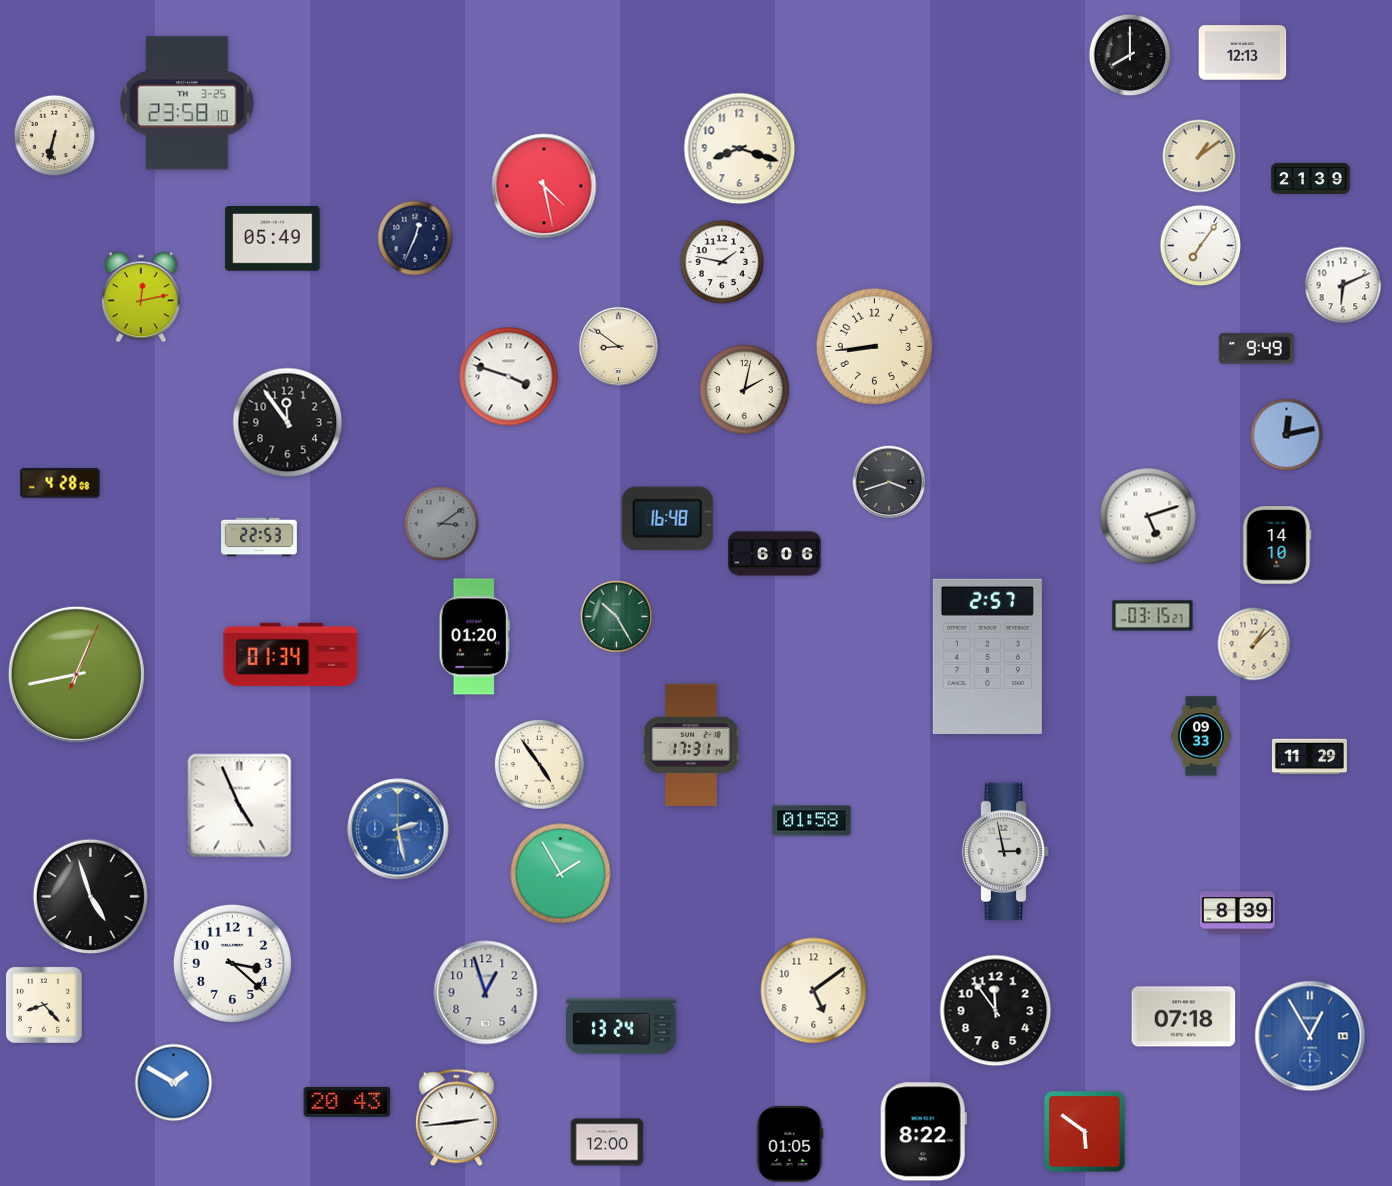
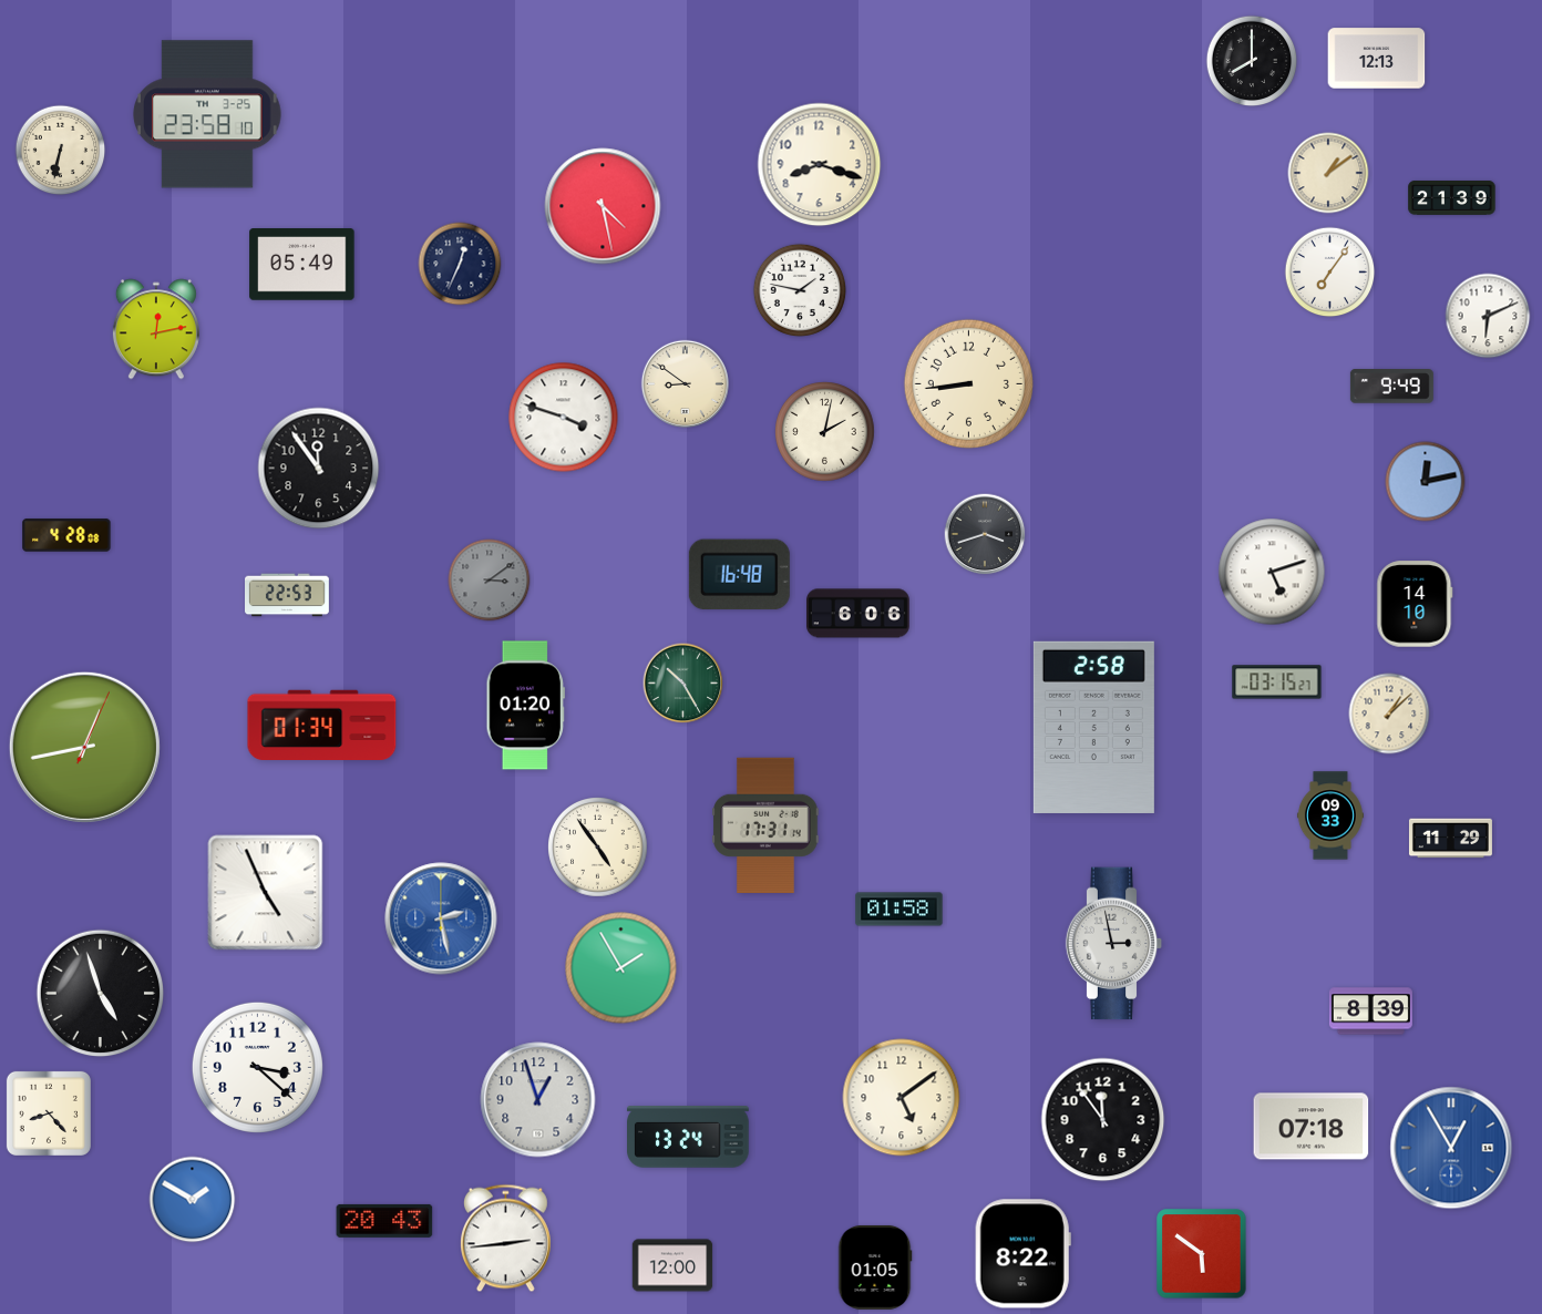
clock at (987, 656): 2:57 -> 2:58
